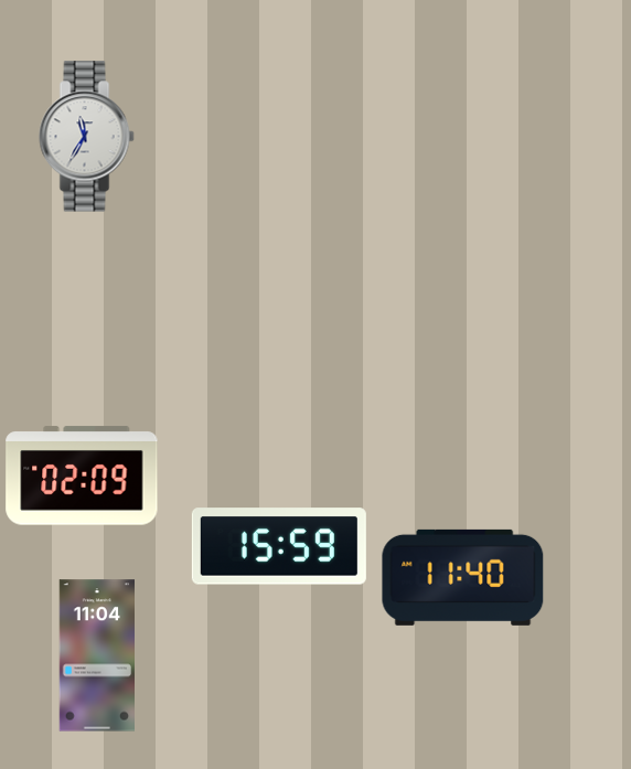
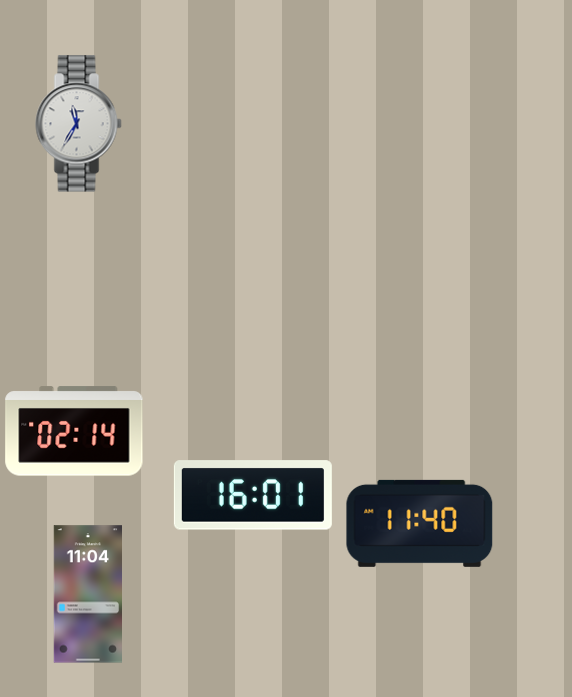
clock at (82, 476): 02:09 -> 02:14
clock at (279, 546): 15:59 -> 16:01
